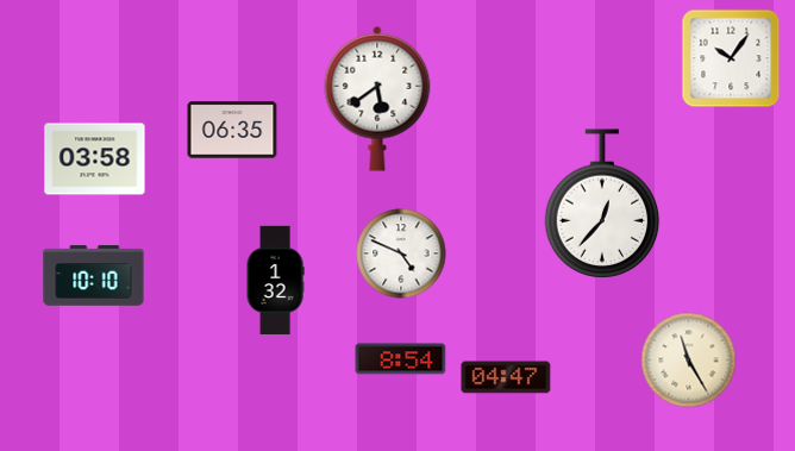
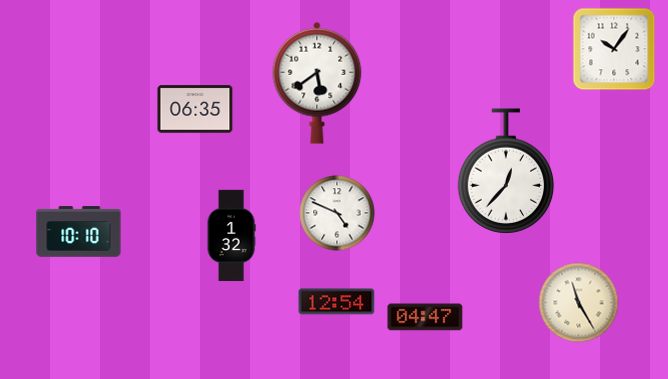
clock at (95, 159): 03:58 -> none
clock at (401, 359): 8:54 -> 12:54
